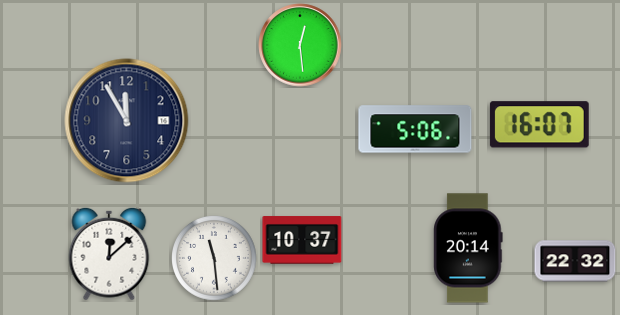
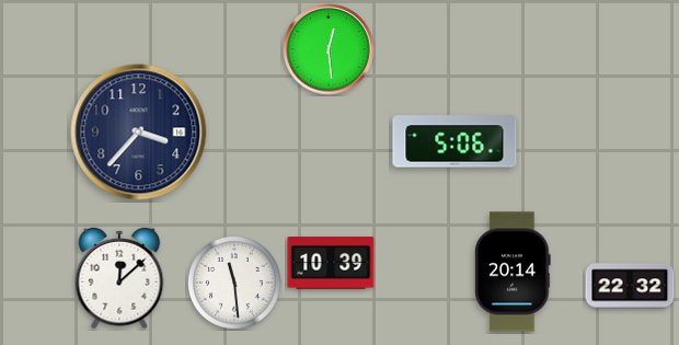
clock at (127, 121): 11:55 -> 3:37
clock at (539, 125): 16:07 -> none
clock at (302, 240): 10:37 -> 10:39
